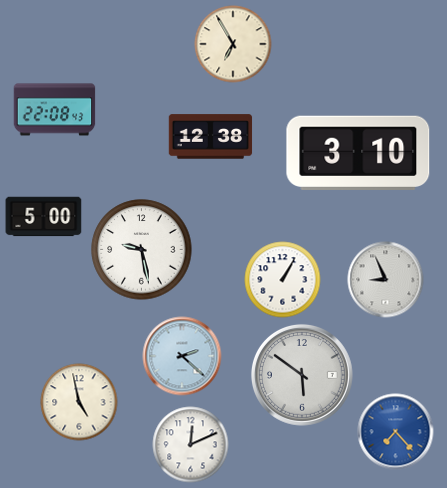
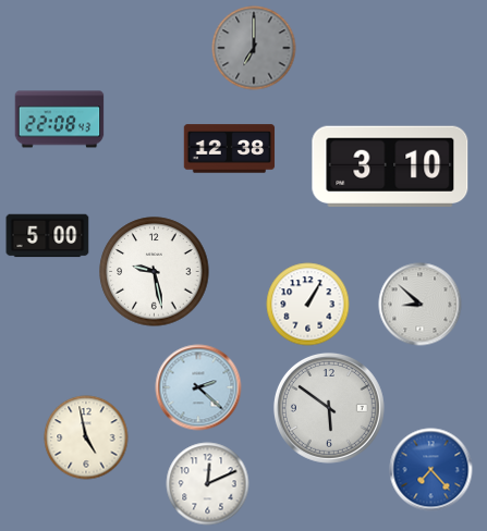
clock at (233, 44): 6:55 -> 7:00
clock at (233, 44) dial: cream -> grey
clock at (386, 280): 8:56 -> 8:52
